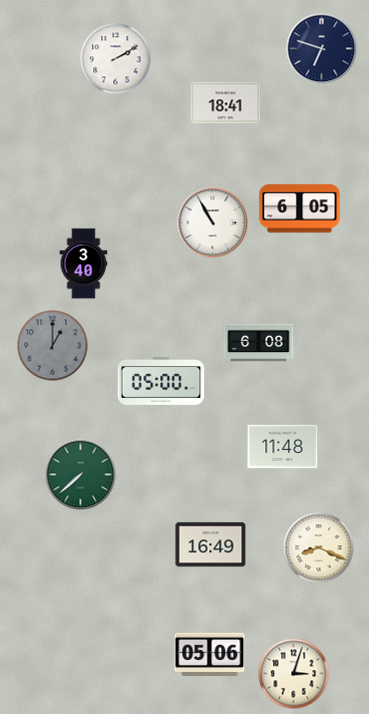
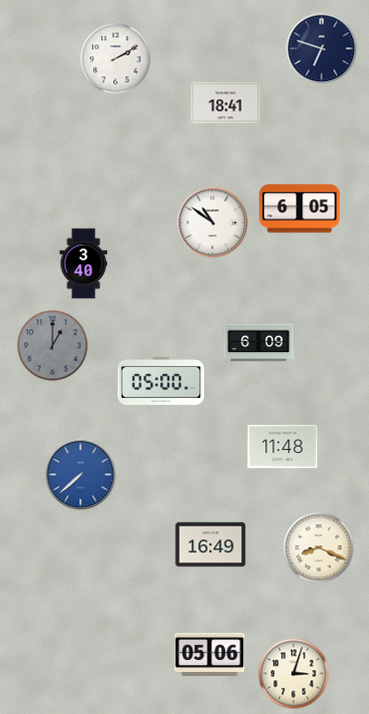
clock at (213, 223): 10:55 -> 10:51
clock at (259, 343): 6:08 -> 6:09
clock at (81, 475) dial: green -> blue
